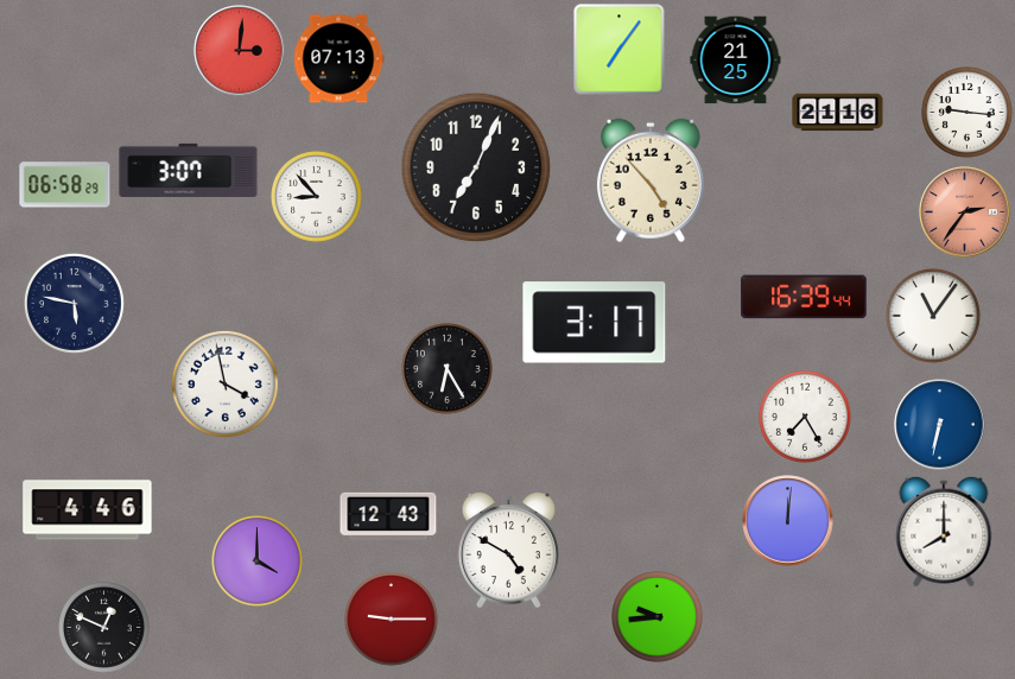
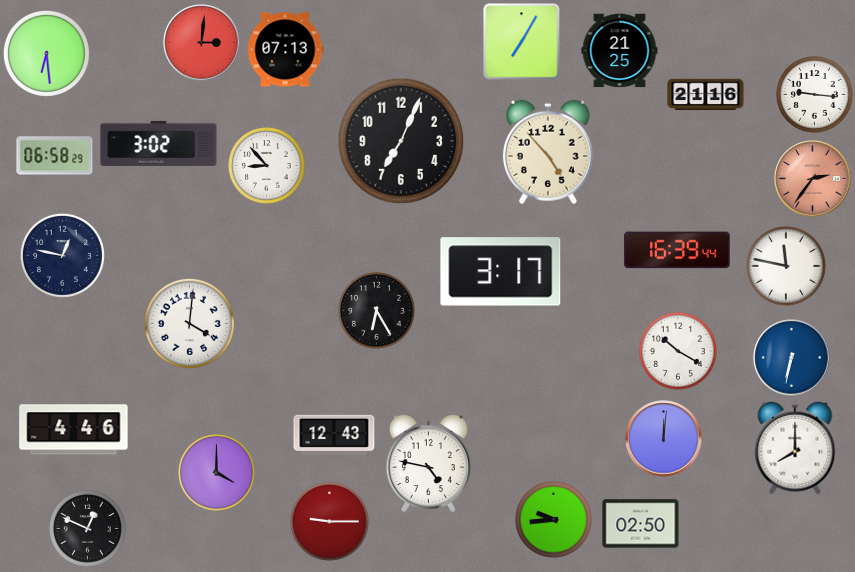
clock at (620, 50): 7:06 -> 7:05
clock at (46, 53): none -> 6:29
clock at (189, 170): 3:07 -> 3:02
clock at (74, 303): 5:47 -> 12:47
clock at (933, 316): 11:06 -> 11:47
clock at (224, 383): 3:58 -> 4:01
clock at (806, 418): 7:25 -> 10:20
clock at (388, 515) position: (388, 515) -> (334, 434)
clock at (508, 551): 4:50 -> 4:47
clock at (641, 524): none -> 02:50
